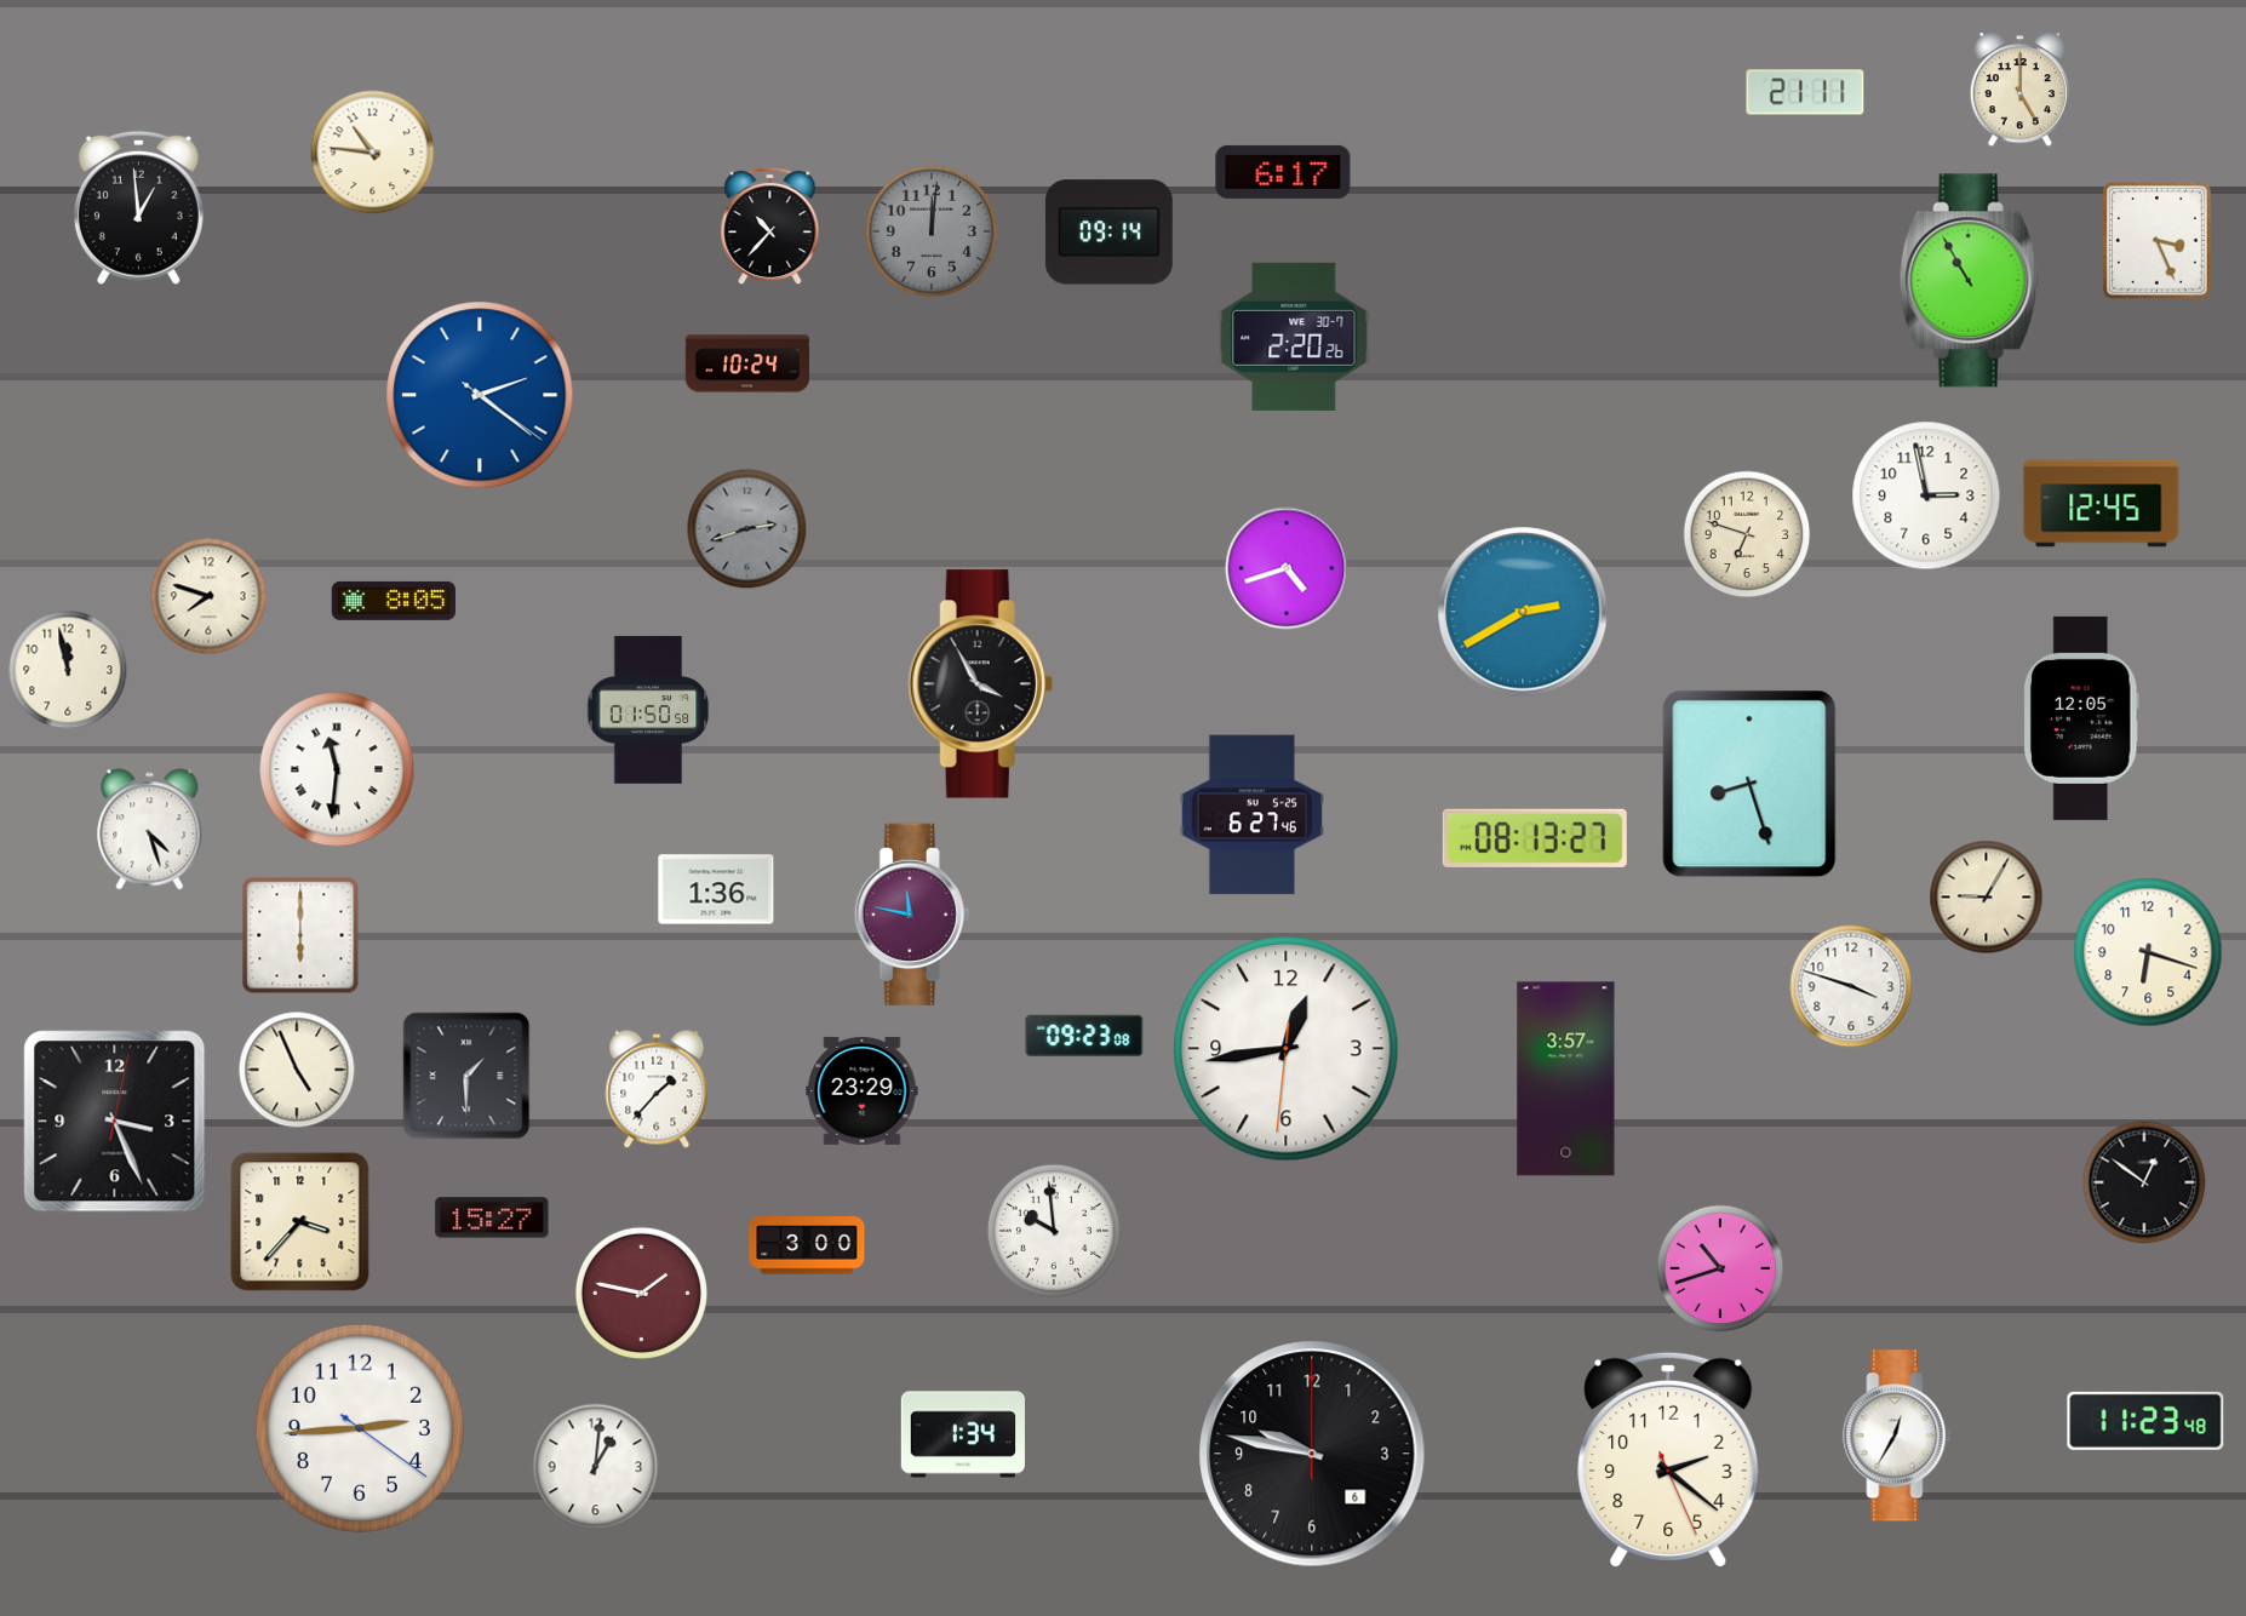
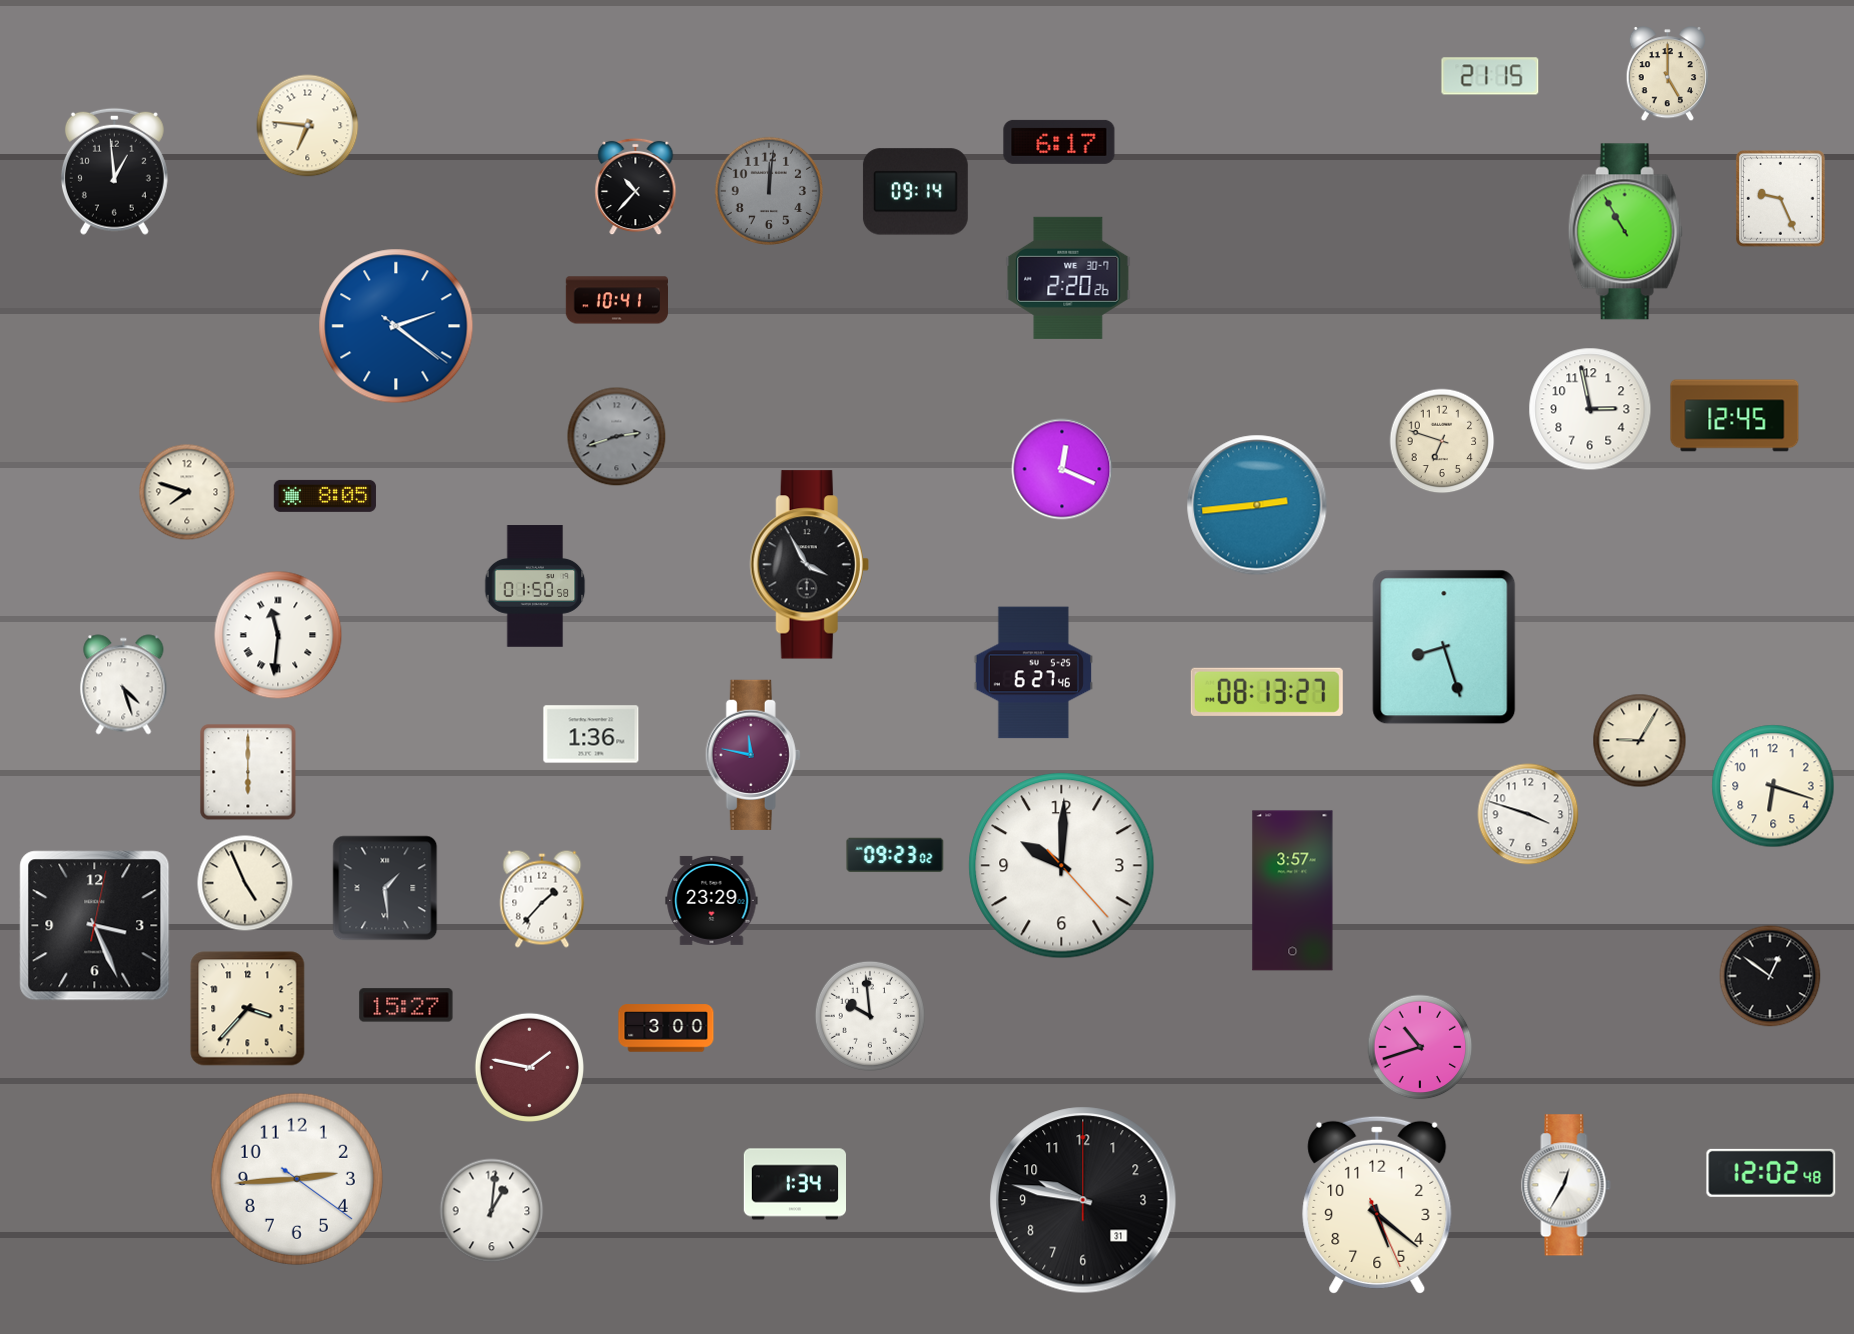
clock at (1805, 92): 21:11 -> 21:15
clock at (373, 153): 10:46 -> 6:46
clock at (2158, 241): 3:26 -> 9:26
clock at (746, 363): 10:24 -> 10:41
clock at (1287, 568): 4:42 -> 12:19
clock at (208, 596) position: (208, 596) -> (187, 492)
clock at (1523, 612): 2:40 -> 2:44
clock at (68, 670): 11:58 -> none
clock at (2081, 718): 12:05 -> none
clock at (1084, 1035): 09:23:08 -> 09:23:02
clock at (1287, 1049): 12:43 -> 10:00
clock at (466, 1076): 1:30 -> 1:29
clock at (2145, 1421): 11:23 -> 12:02
clock at (1312, 1454) date: 6 -> 31
clock at (1668, 1460): 2:21 -> 5:21
